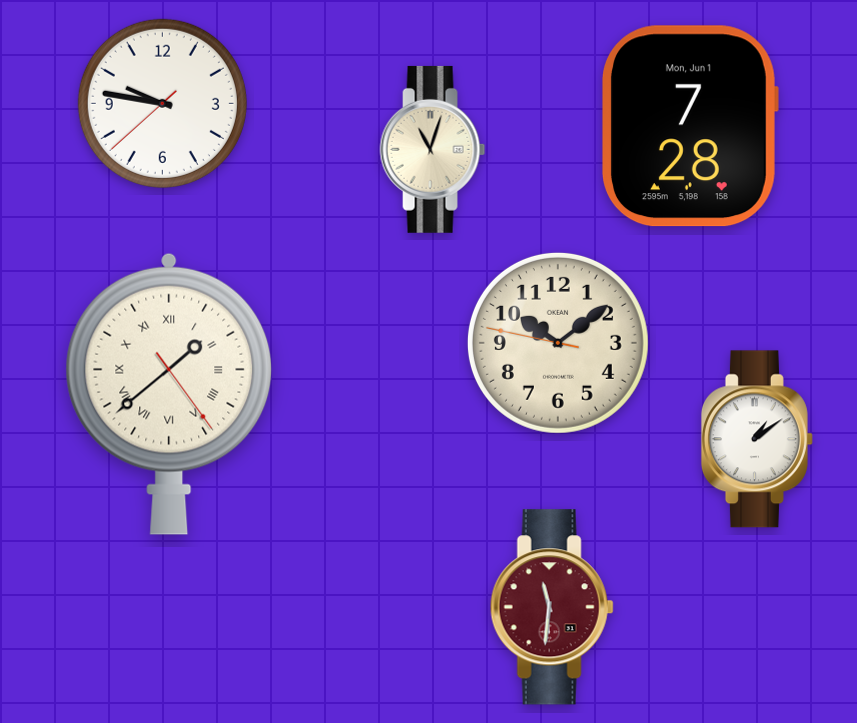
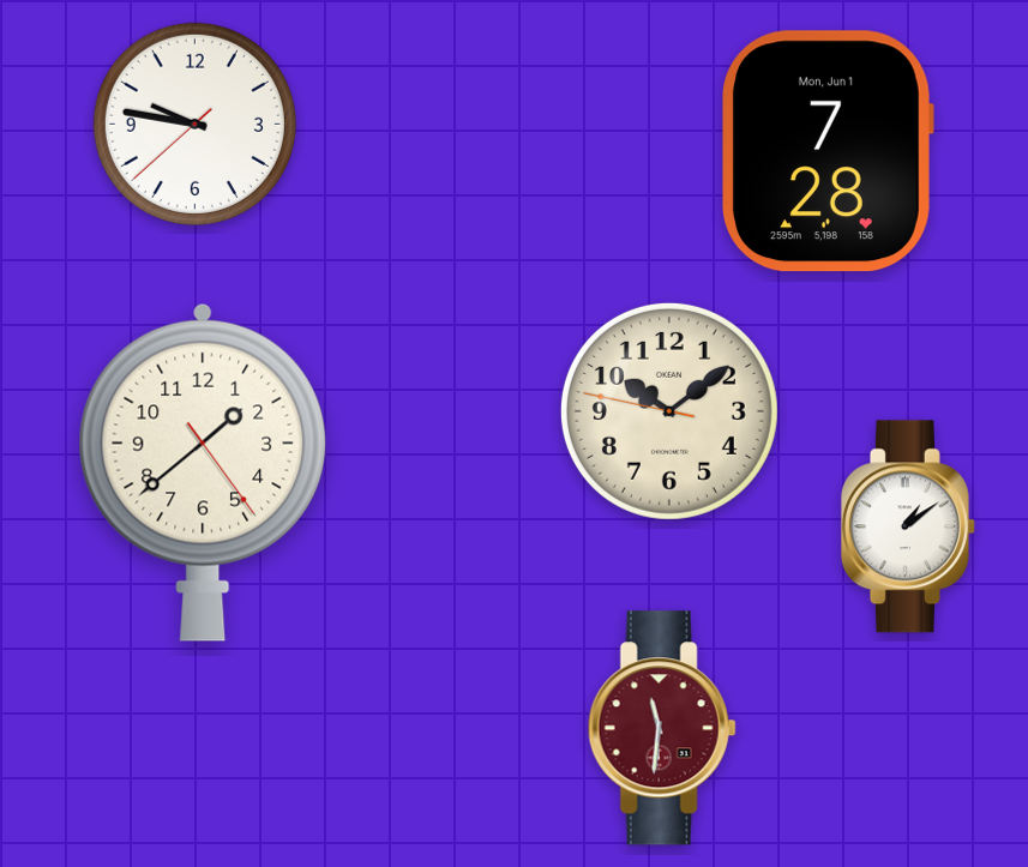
clock at (433, 149): 11:03 -> none
clock at (169, 394) numerals: Roman -> Arabic
